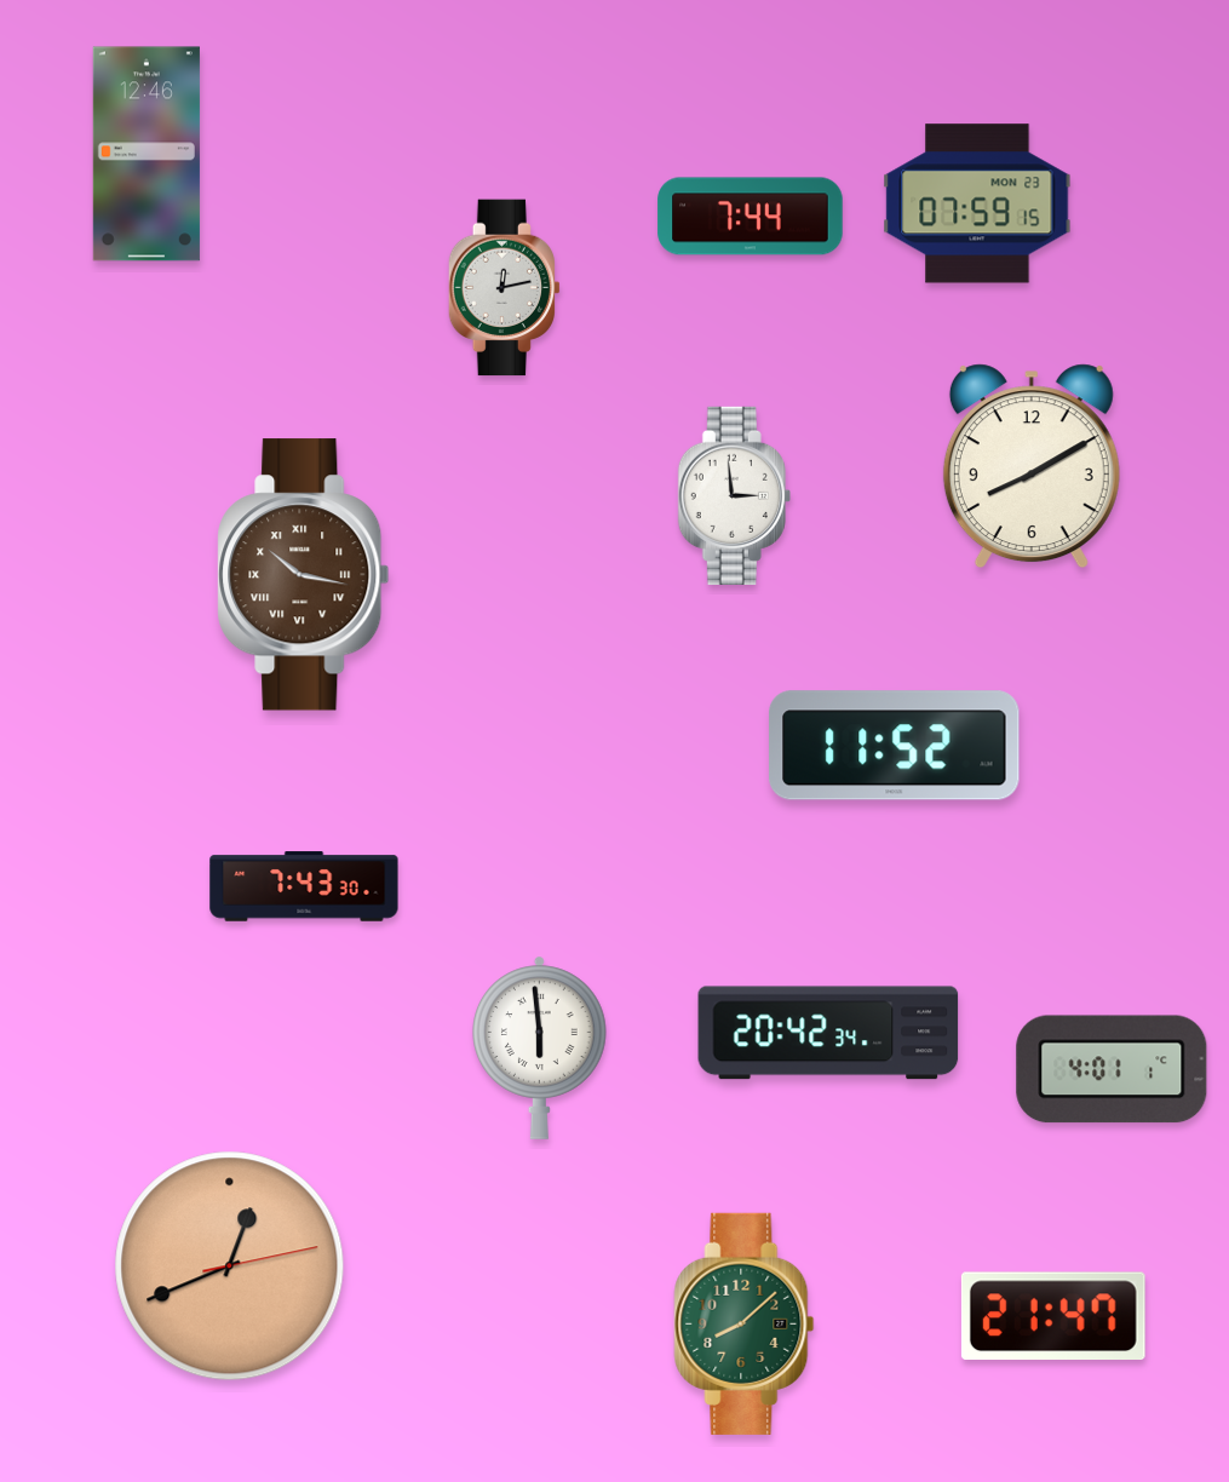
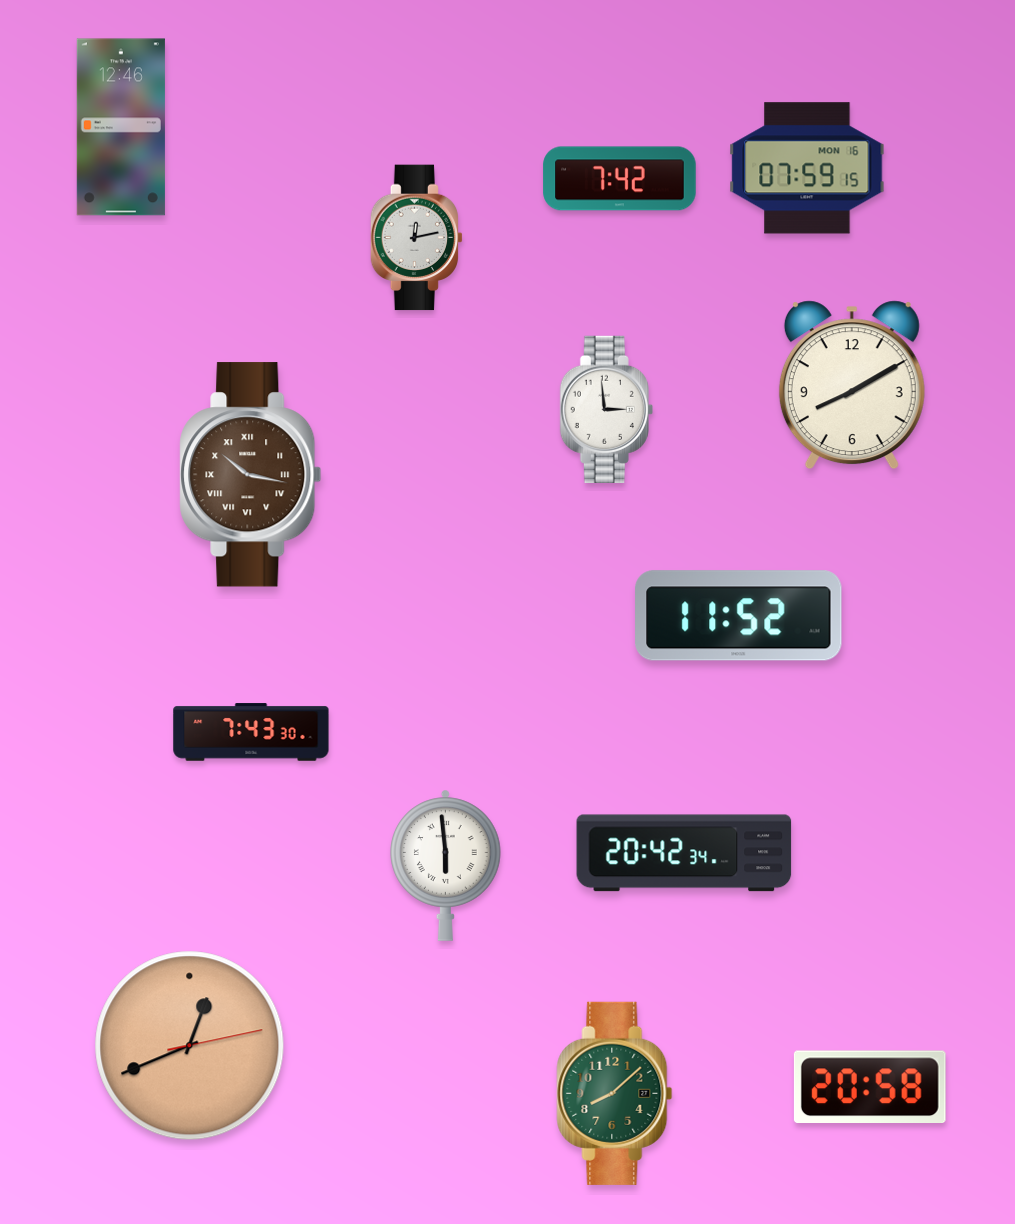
clock at (977, 203) date: MON 23 -> MON 16
clock at (751, 217): 7:44 -> 7:42
clock at (1112, 1069): 4:01 -> none
clock at (1053, 1315): 21:47 -> 20:58
